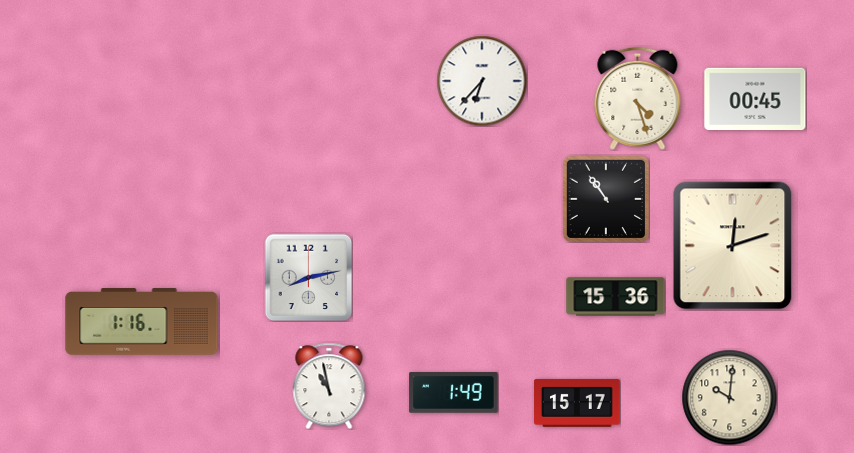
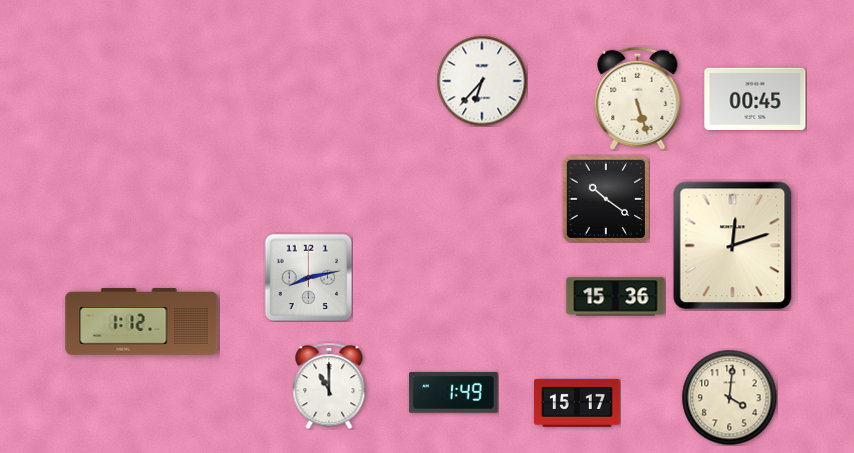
clock at (638, 98): 4:27 -> 5:27
clock at (606, 199): 10:54 -> 10:21
clock at (142, 322): 1:16 -> 1:12
clock at (329, 386): 10:58 -> 11:00
clock at (729, 397): 10:01 -> 4:01
